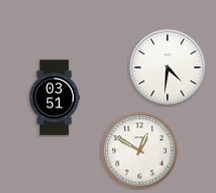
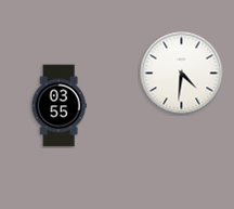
clock at (54, 98): 03:51 -> 03:55
clock at (140, 151): 12:50 -> none
